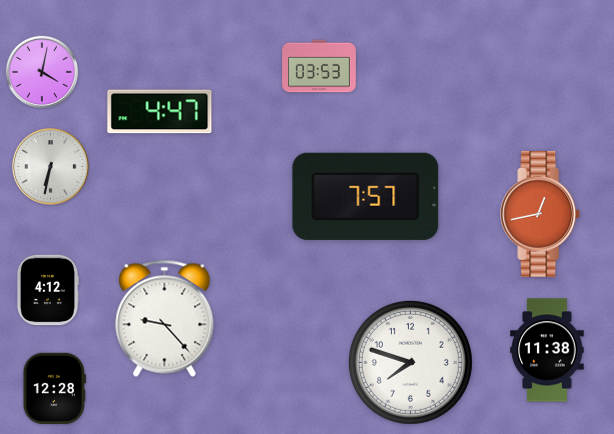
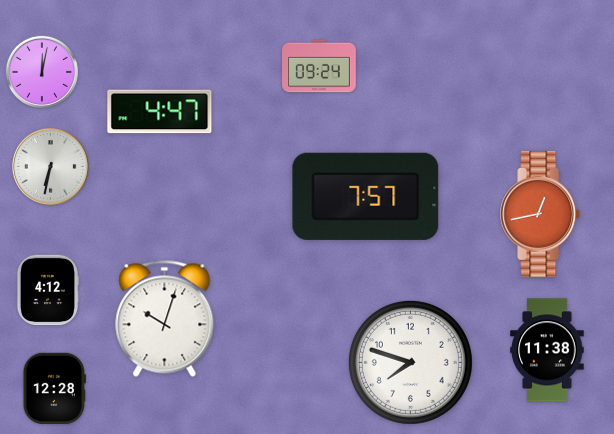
clock at (319, 66): 03:53 -> 09:24
clock at (41, 71): 4:02 -> 12:02
clock at (165, 318): 9:23 -> 10:03
